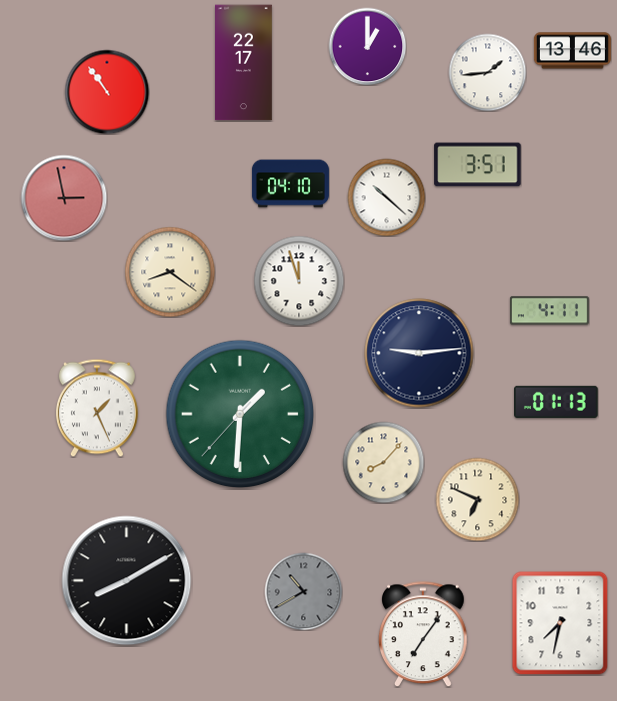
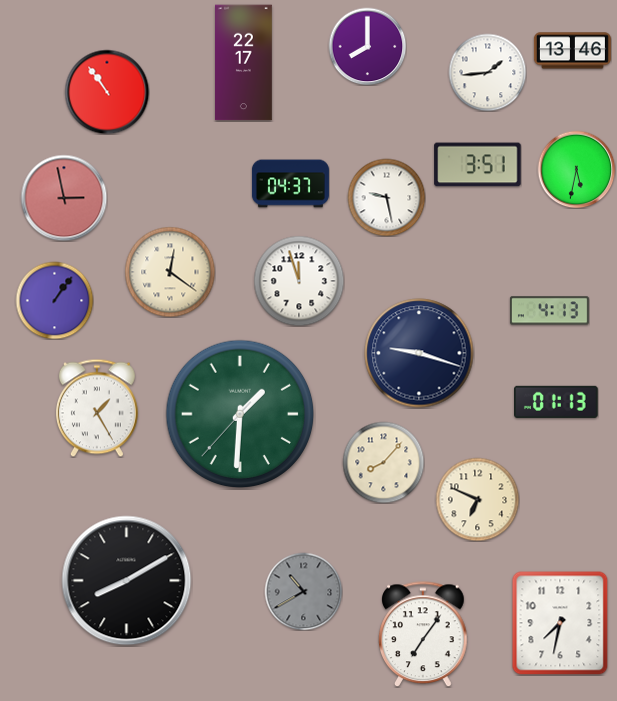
clock at (367, 46): 1:00 -> 8:00
clock at (576, 169): none -> 5:32
clock at (290, 184): 04:10 -> 04:37
clock at (386, 197): 10:22 -> 9:28
clock at (170, 272): 8:21 -> 12:21
clock at (54, 300): none -> 1:06
clock at (549, 311): 4:11 -> 4:13
clock at (419, 353): 9:14 -> 9:18
clock at (97, 408): 1:26 -> 1:25
